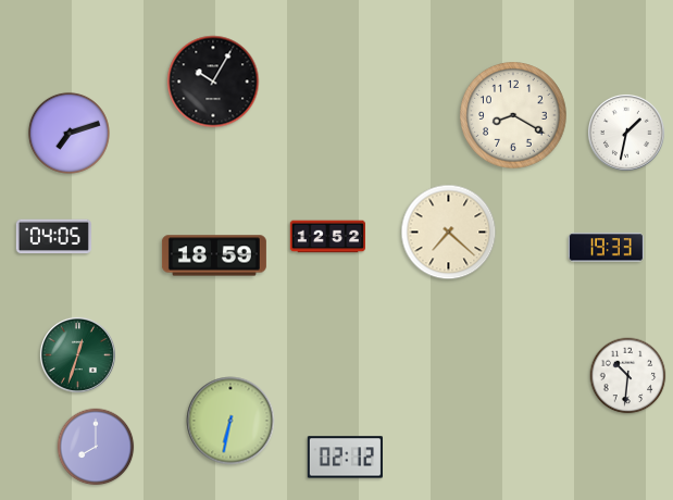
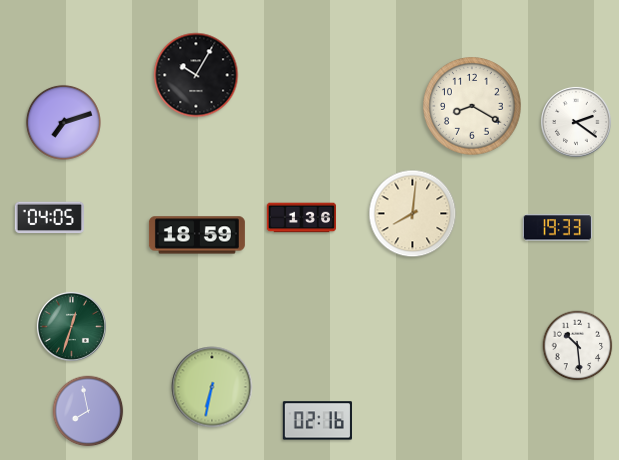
clock at (626, 133): 1:32 -> 2:21
clock at (449, 233): 7:22 -> 8:01
clock at (327, 237): 12:52 -> 1:36
clock at (628, 376): 10:31 -> 10:29
clock at (96, 447): 8:00 -> 7:58
clock at (345, 458): 02:12 -> 02:16
